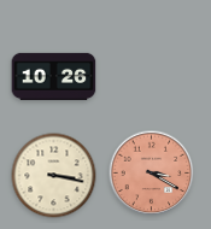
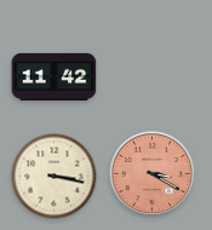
clock at (54, 76): 10:26 -> 11:42
